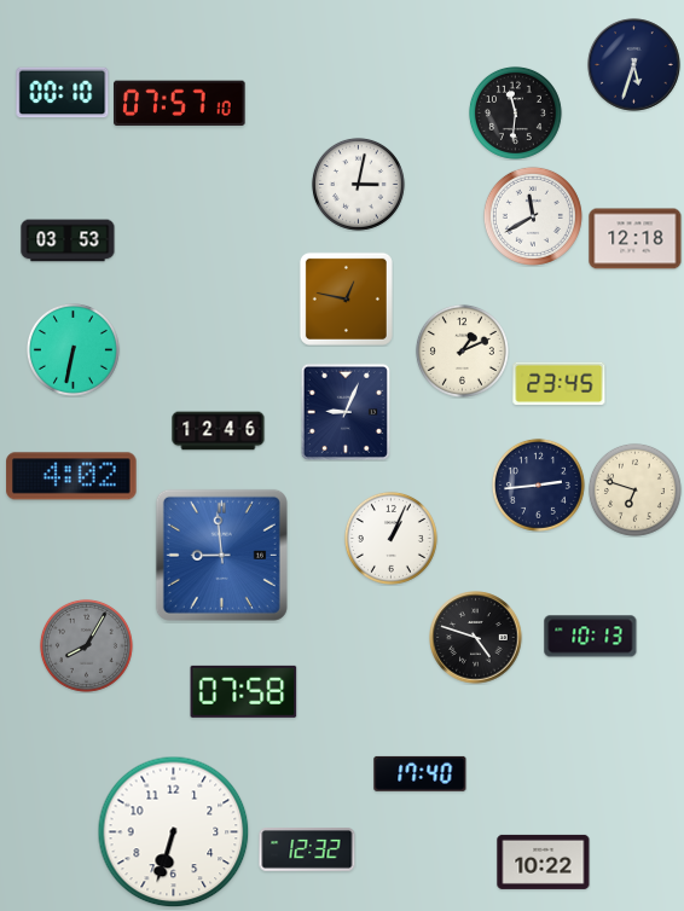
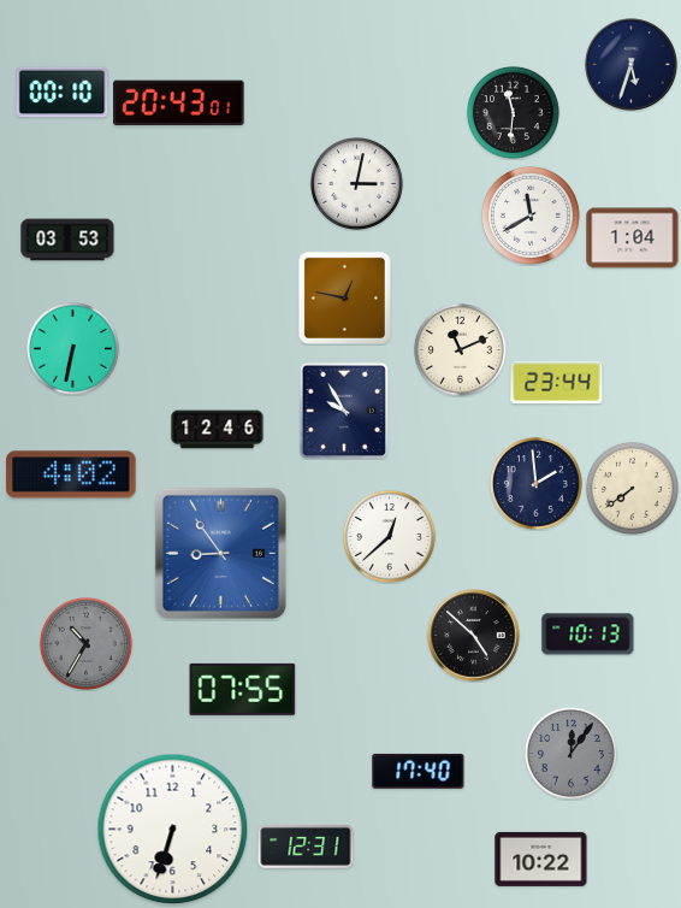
clock at (180, 103): 07:57 -> 20:43
clock at (636, 239): 12:18 -> 1:04
clock at (462, 350): 1:11 -> 11:11
clock at (560, 384): 23:45 -> 23:44
clock at (346, 412): 9:04 -> 9:55
clock at (538, 484): 2:44 -> 1:59
clock at (634, 489): 6:48 -> 7:39
clock at (390, 538): 1:04 -> 12:38
clock at (221, 555): 8:59 -> 8:54
clock at (476, 638): 4:48 -> 4:52
clock at (86, 645): 8:05 -> 10:35
clock at (244, 691): 07:58 -> 07:55
clock at (570, 753): none -> 12:06
clock at (307, 851): 12:32 -> 12:31
